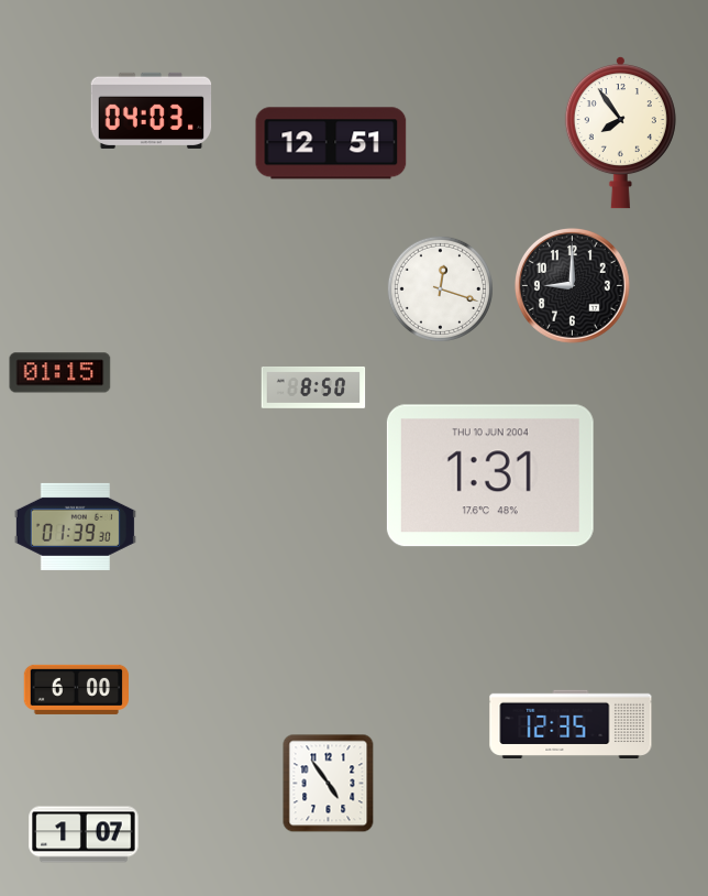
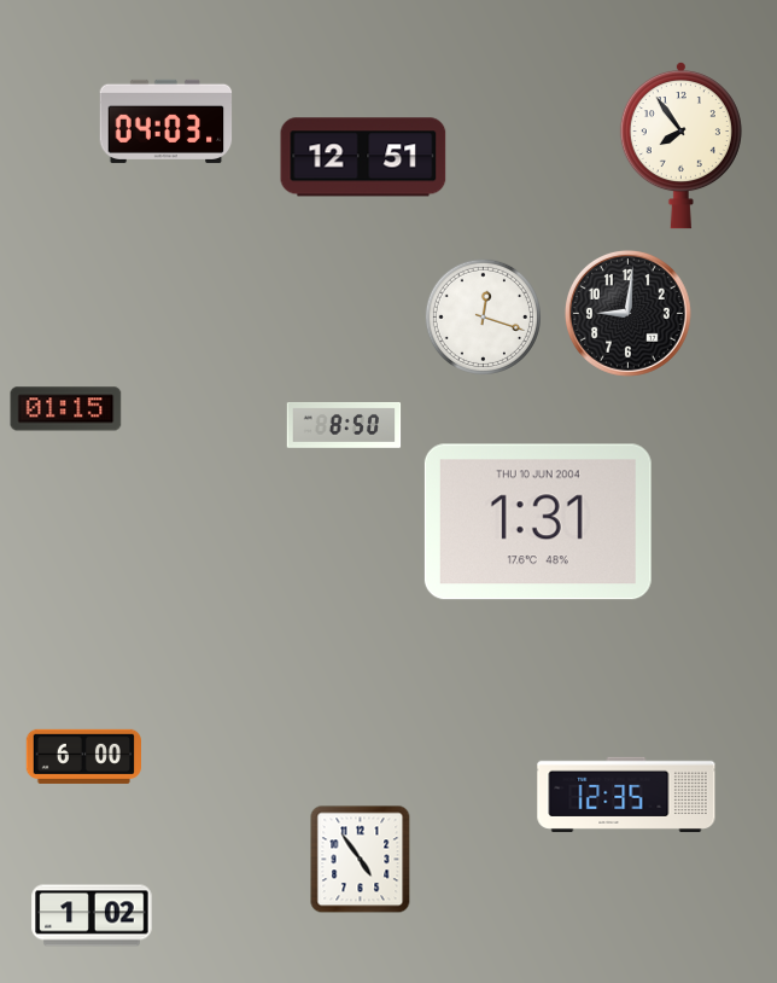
clock at (572, 285): 9:00 -> 9:01
clock at (75, 526): 01:39 -> none
clock at (84, 834): 1:07 -> 1:02
